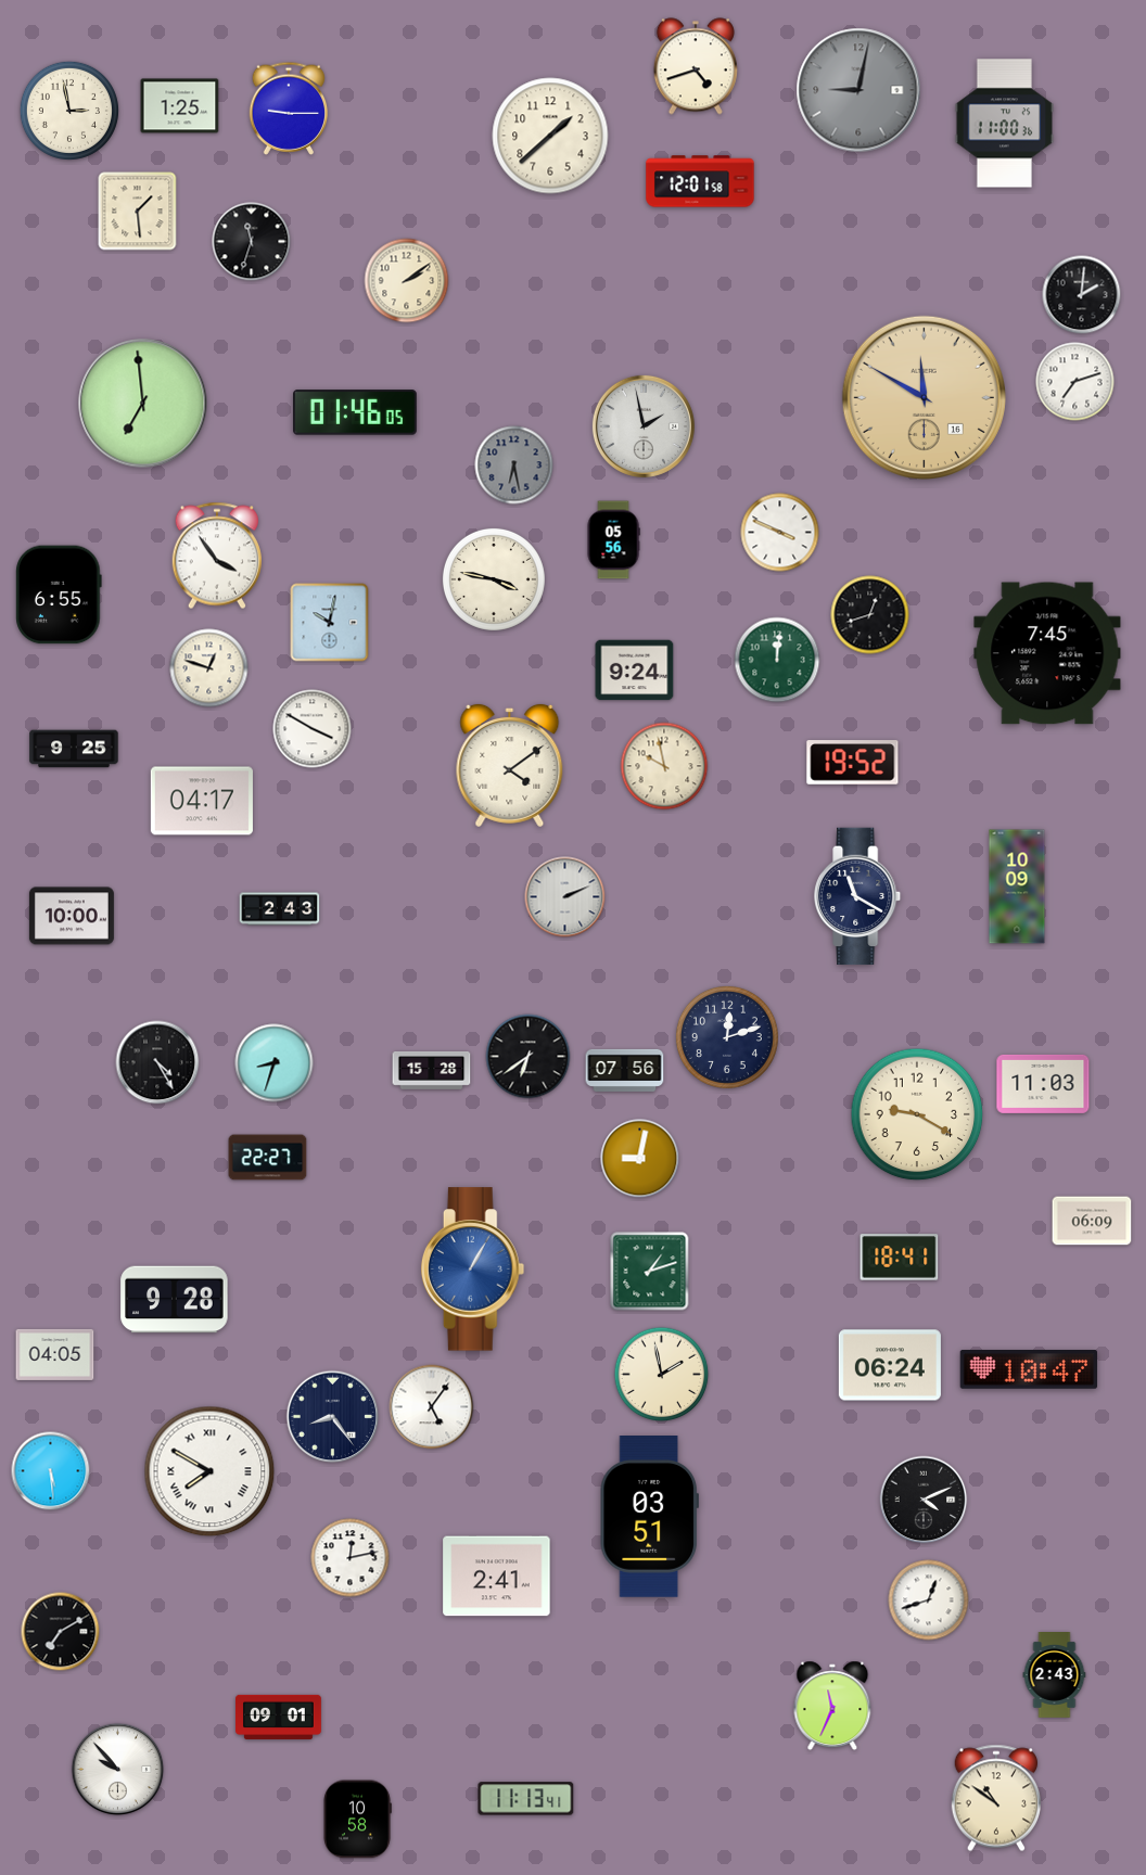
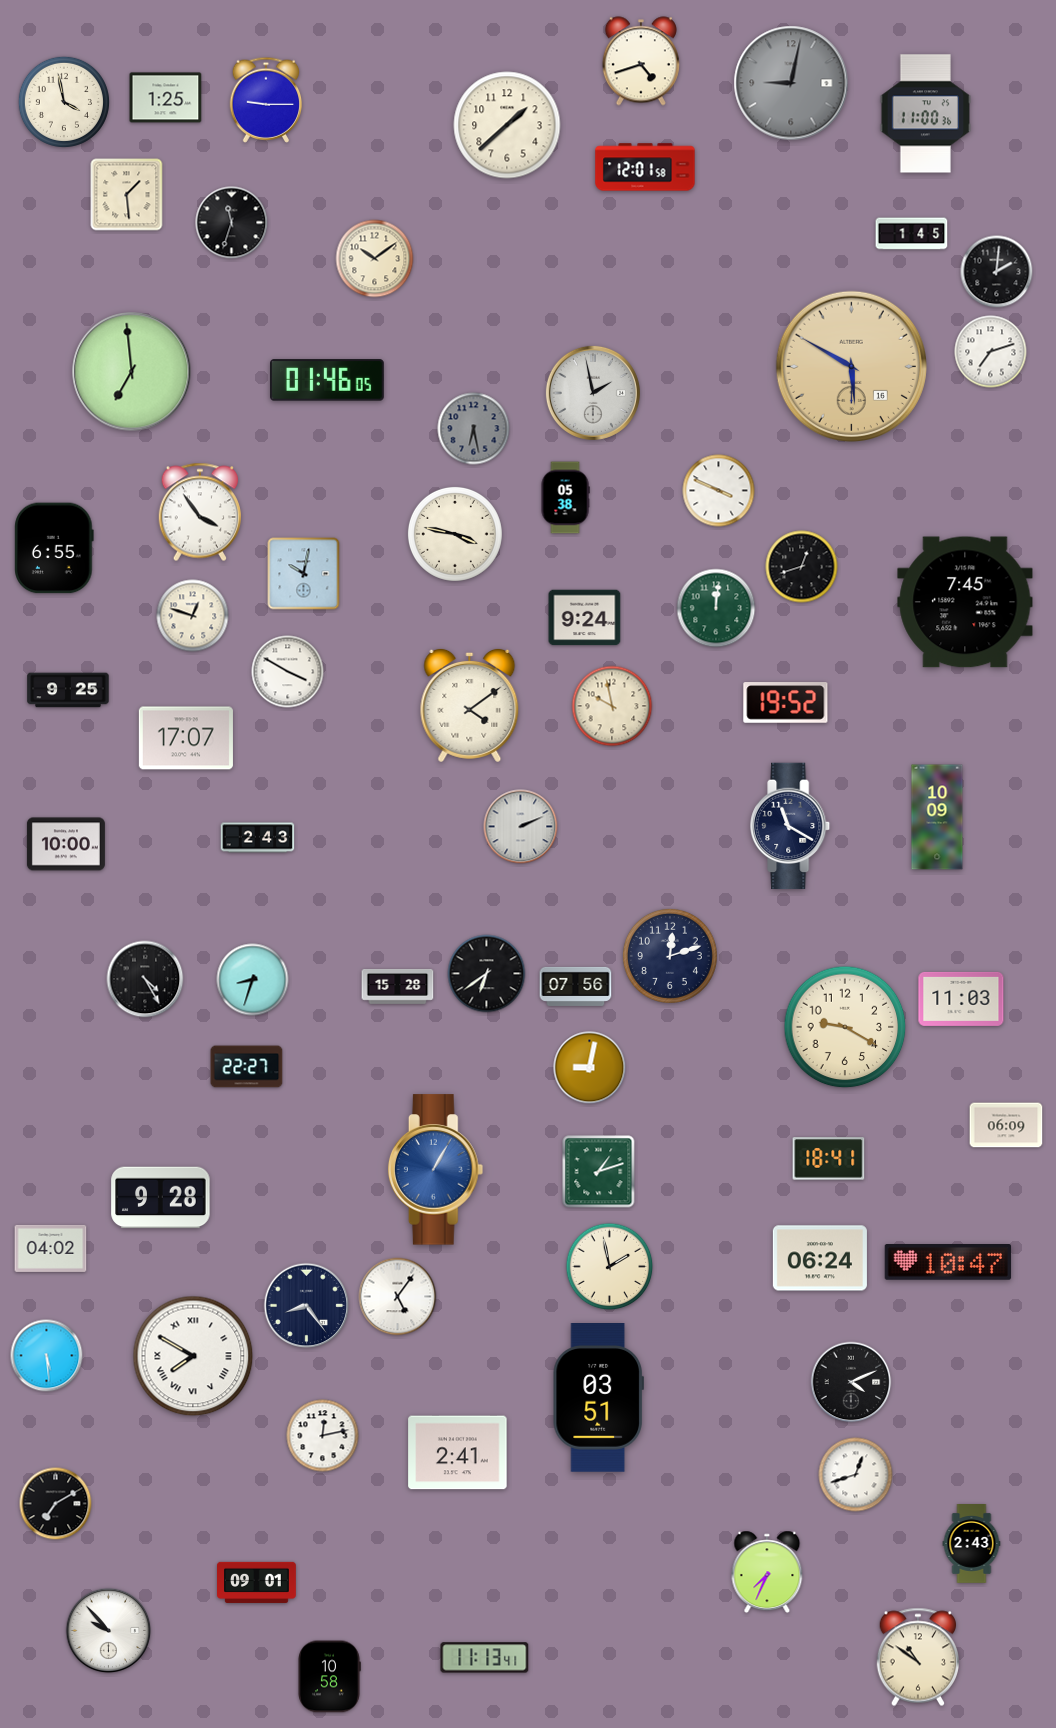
clock at (69, 111): 2:58 -> 3:58
clock at (912, 234): none -> 1:45
clock at (407, 281): 2:09 -> 10:09
clock at (924, 397): 11:50 -> 5:50
clock at (613, 540): 05:56 -> 05:38
clock at (202, 801): 04:17 -> 17:07
clock at (55, 1354): 04:05 -> 04:02
clock at (832, 1706): 11:34 -> 7:34
